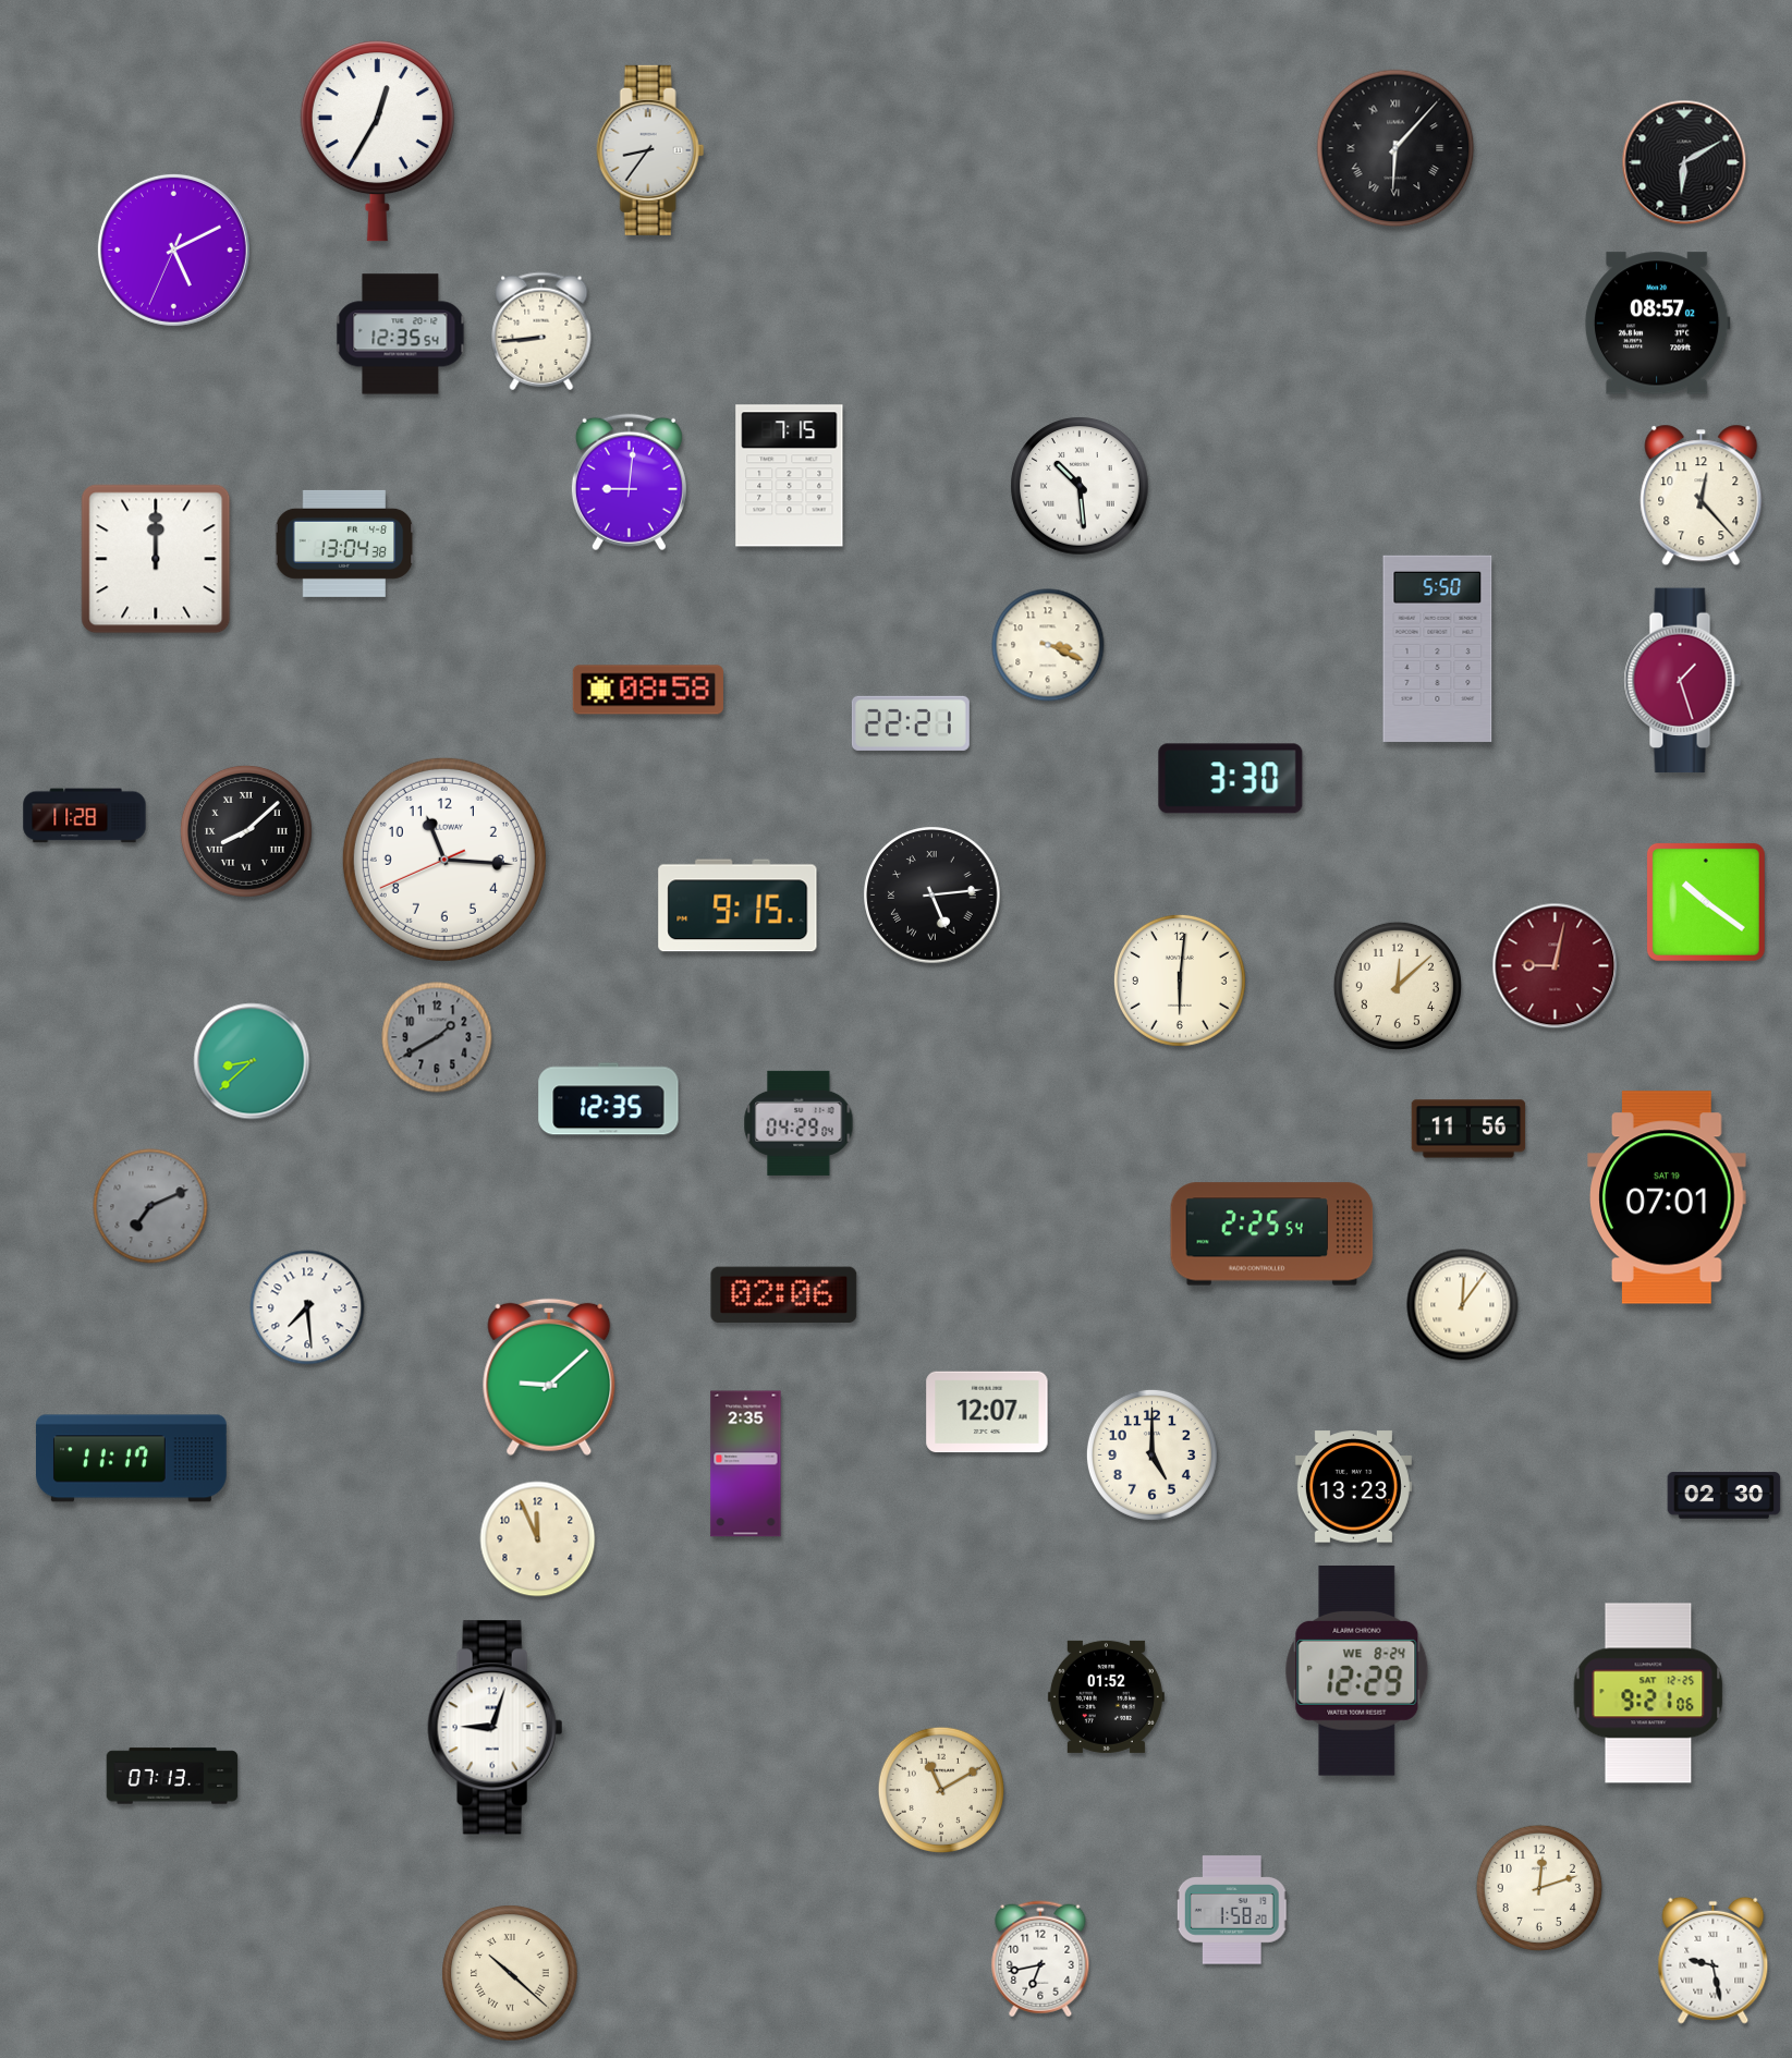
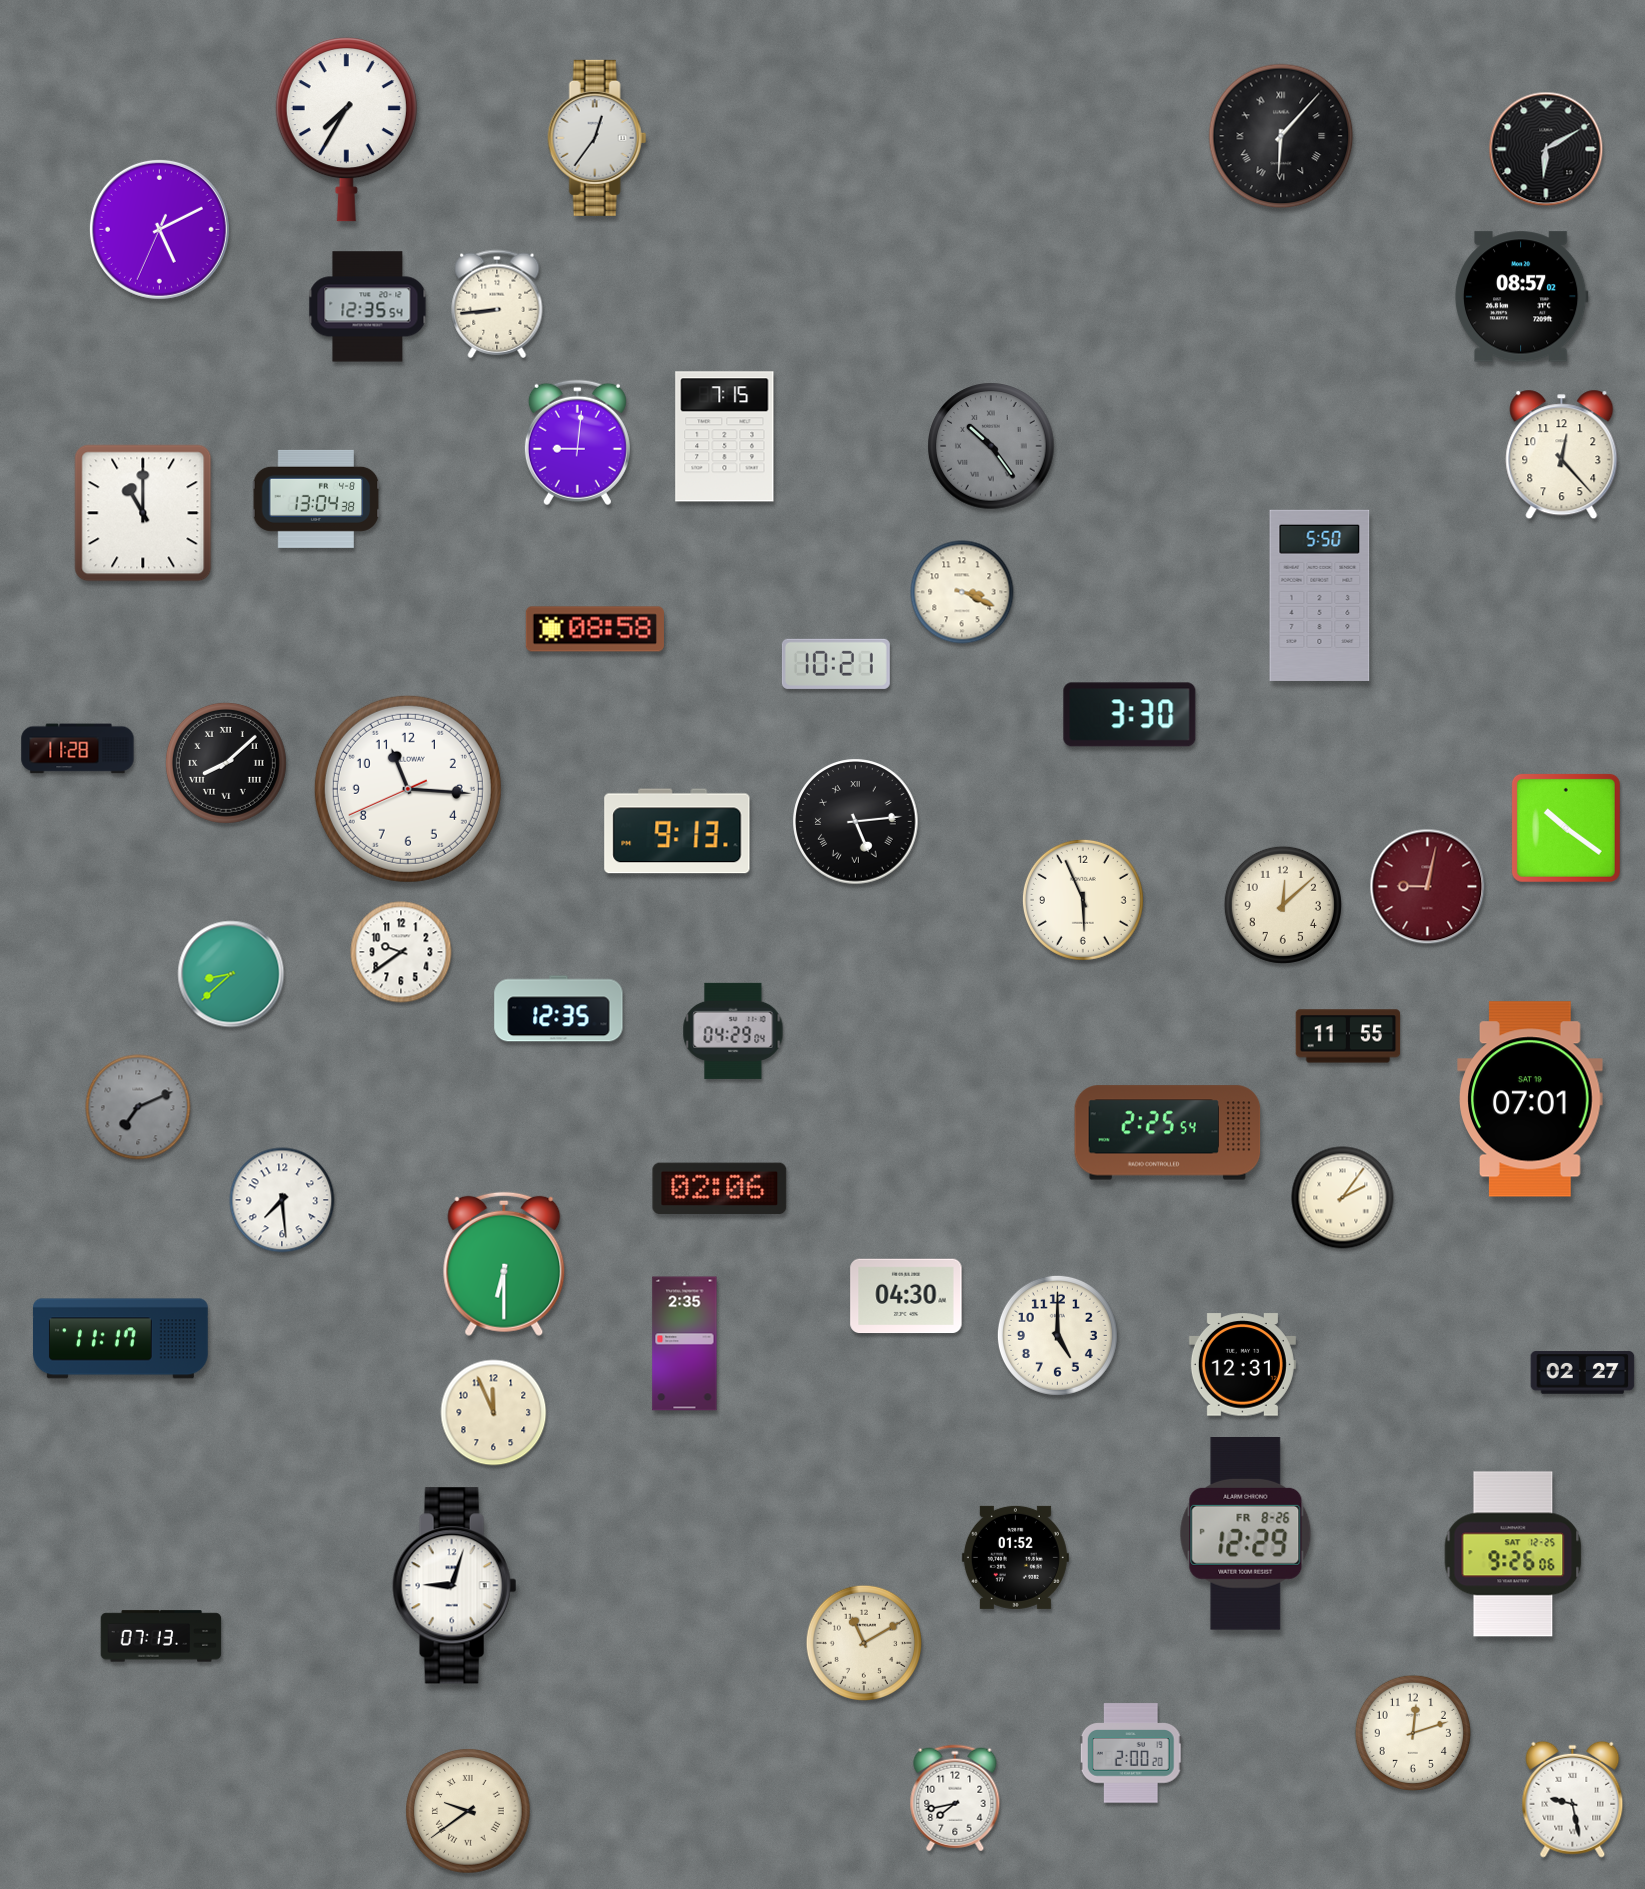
clock at (377, 142): 12:35 -> 7:35
clock at (650, 150): 8:36 -> 12:36
clock at (1080, 486): 10:29 -> 10:24
clock at (1080, 486) dial: white -> grey
clock at (156, 559): 12:00 -> 11:00
clock at (1682, 681): 1:27 -> none
clock at (648, 690) position: (648, 690) -> (595, 629)
clock at (911, 723): 22:21 -> 10:21
clock at (737, 905): 9:15 -> 9:13
clock at (1180, 981): 6:01 -> 5:56
clock at (437, 1037): 1:40 -> 9:39
clock at (437, 1037) dial: grey -> white
clock at (1468, 1129): 11:56 -> 11:55
clock at (1463, 1305): 12:06 -> 2:06
clock at (549, 1377): 9:08 -> 6:30
clock at (987, 1412): 12:07 -> 04:30
clock at (1353, 1487): 13:23 -> 12:31
clock at (1724, 1496): 02:30 -> 02:27
clock at (1357, 1671) date: WE 8-24 -> FR 8-26
clock at (1648, 1693): 9:21 -> 9:26
clock at (172, 1776) position: (172, 1776) -> (161, 1636)
clock at (1232, 1910): 1:58 -> 2:00
clock at (1040, 1959): 6:43 -> 7:43
clock at (510, 1973): 10:22 -> 9:39
